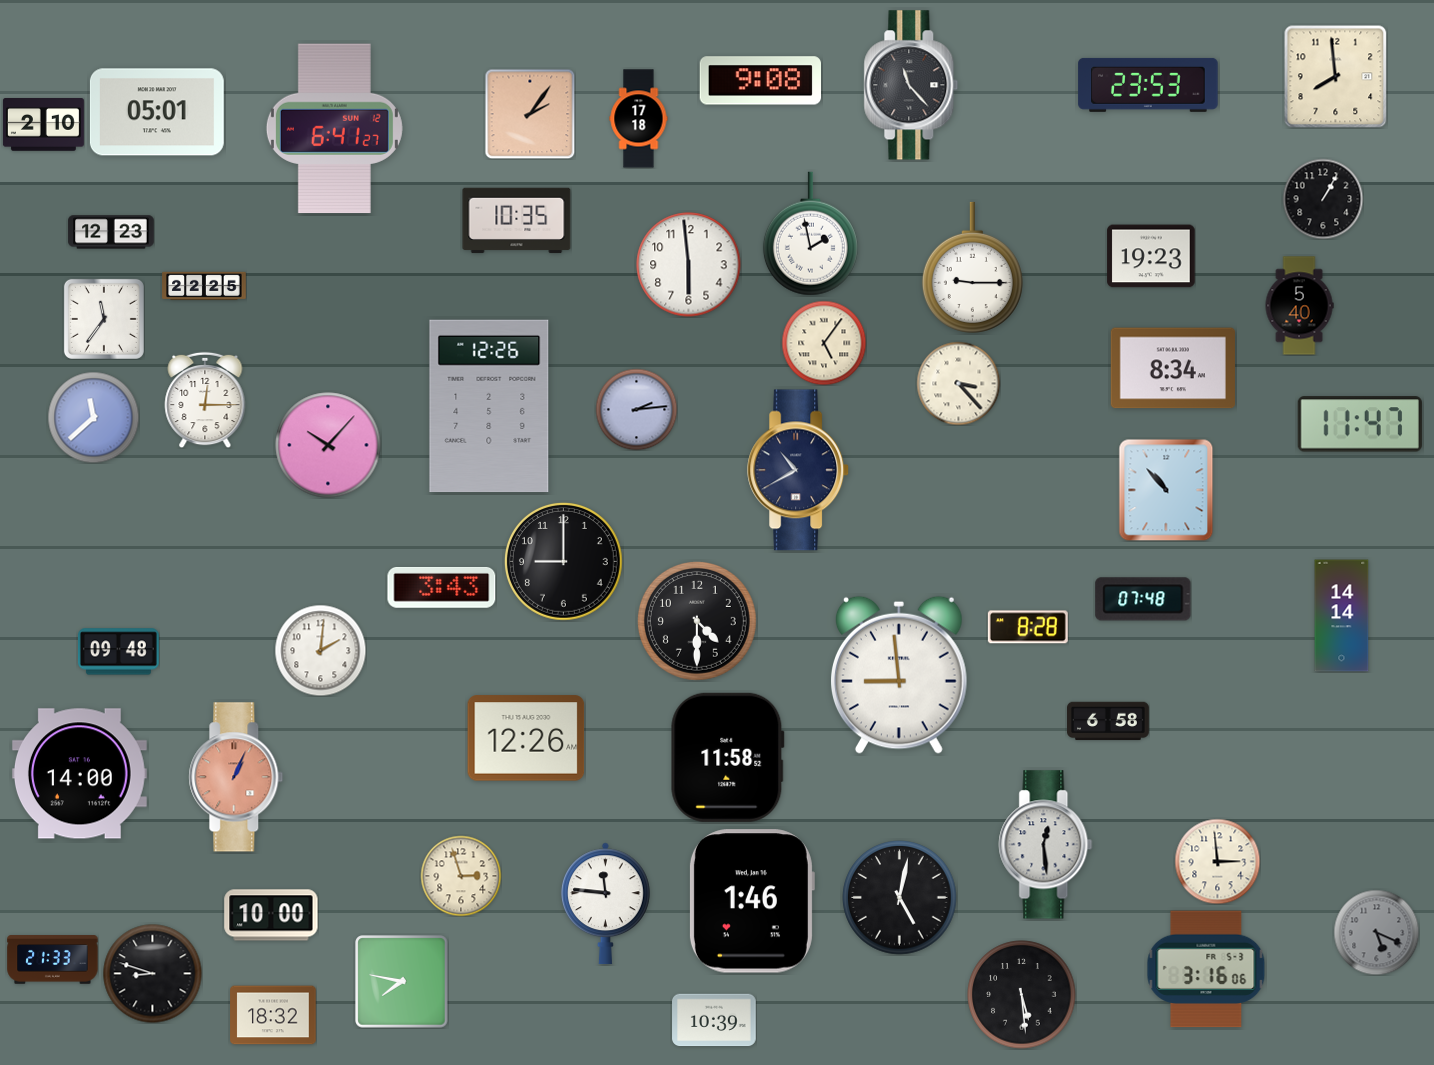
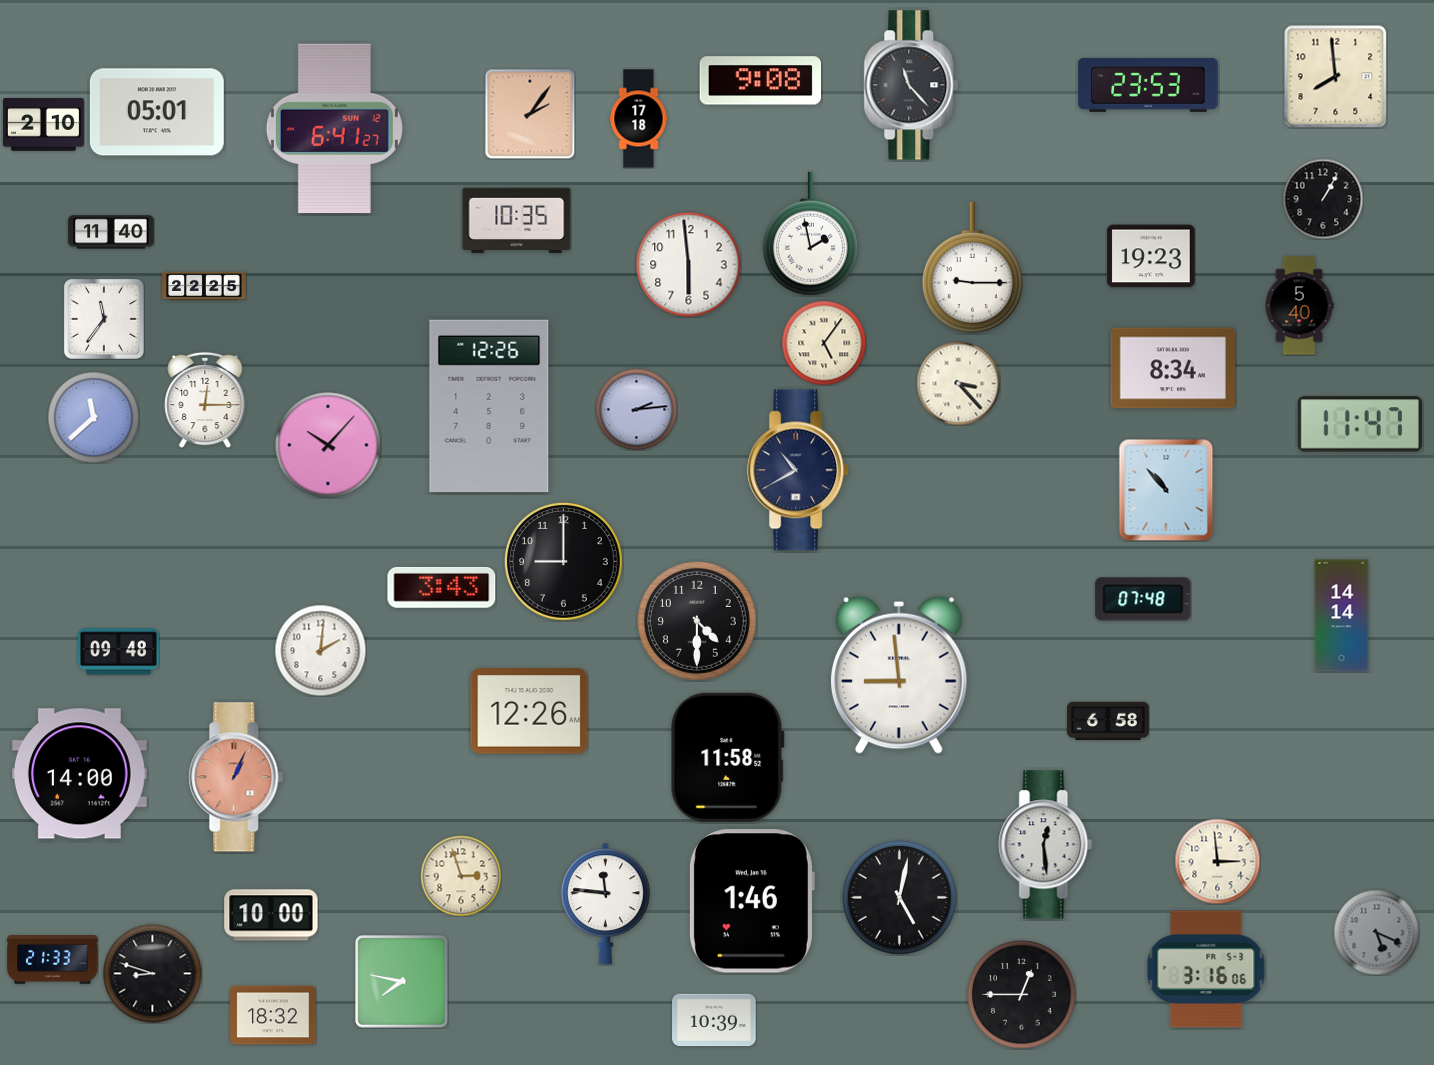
clock at (111, 232): 12:23 -> 11:40
clock at (1028, 627): 8:28 -> none
clock at (526, 738) position: (526, 738) -> (529, 711)
clock at (1022, 995): 5:29 -> 12:45
